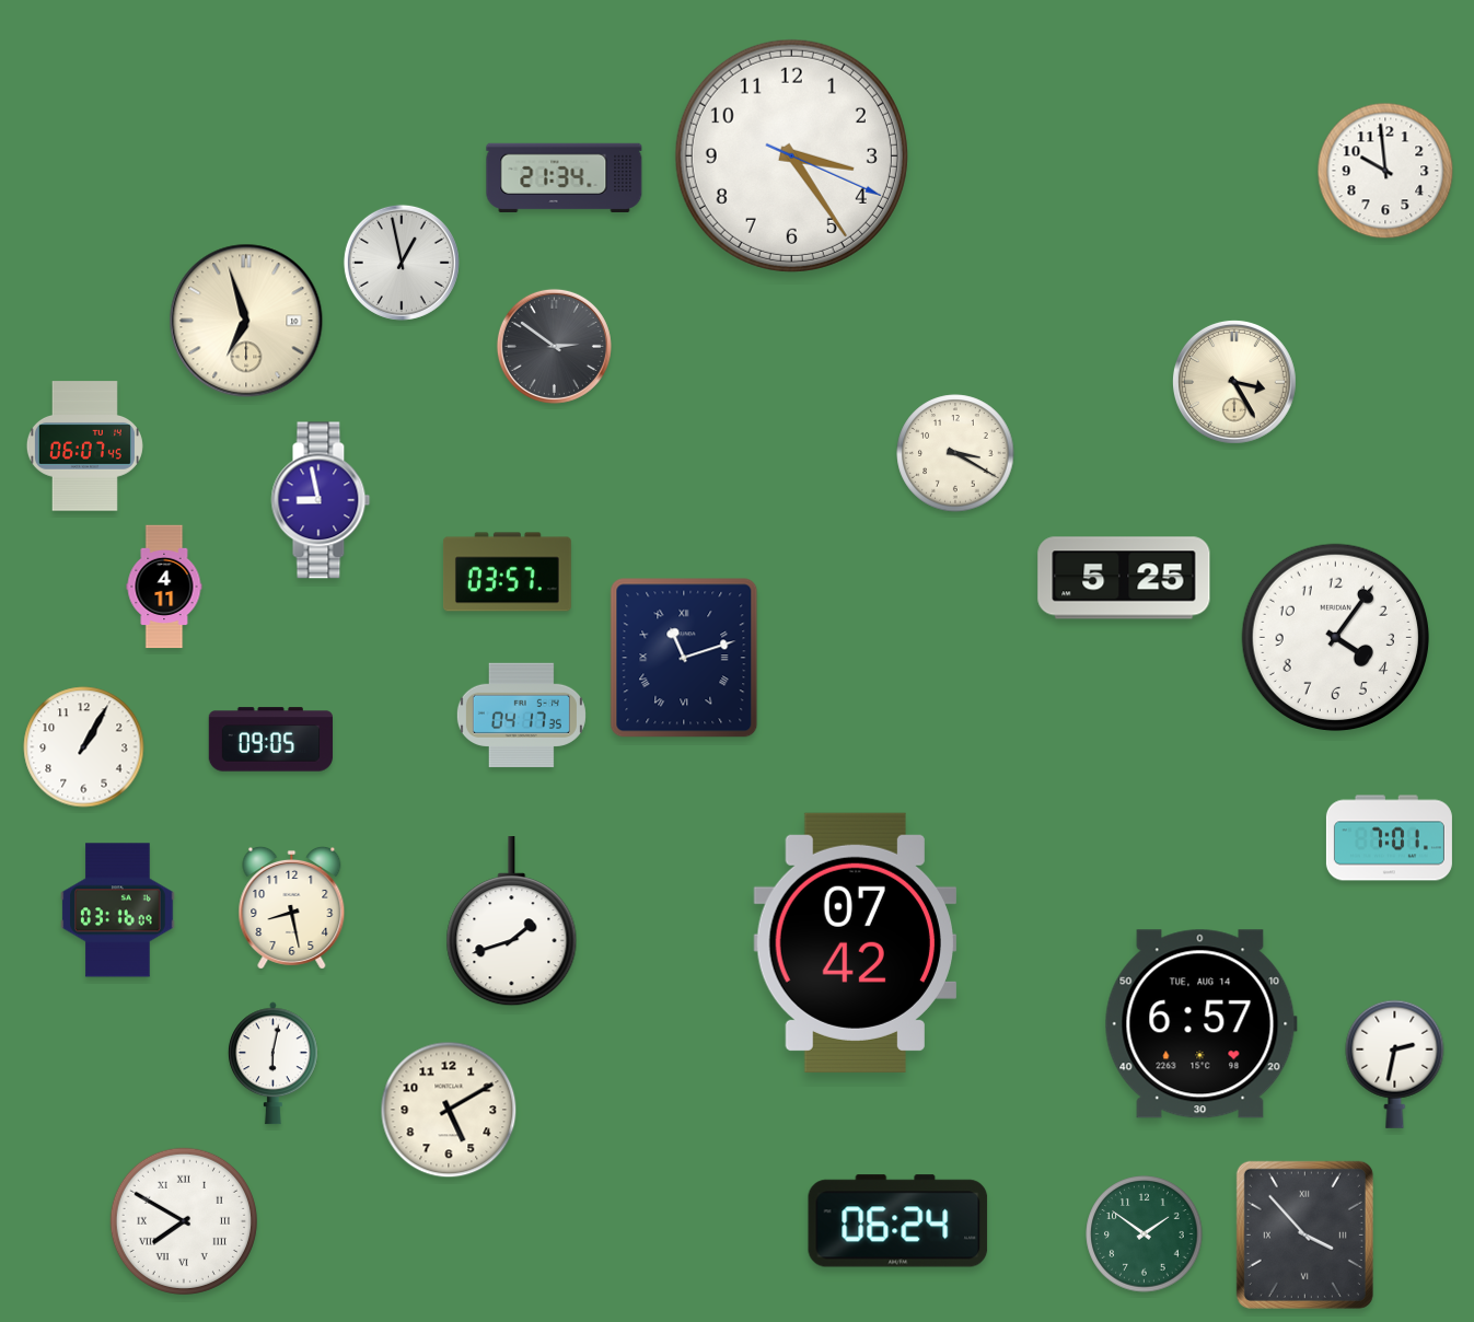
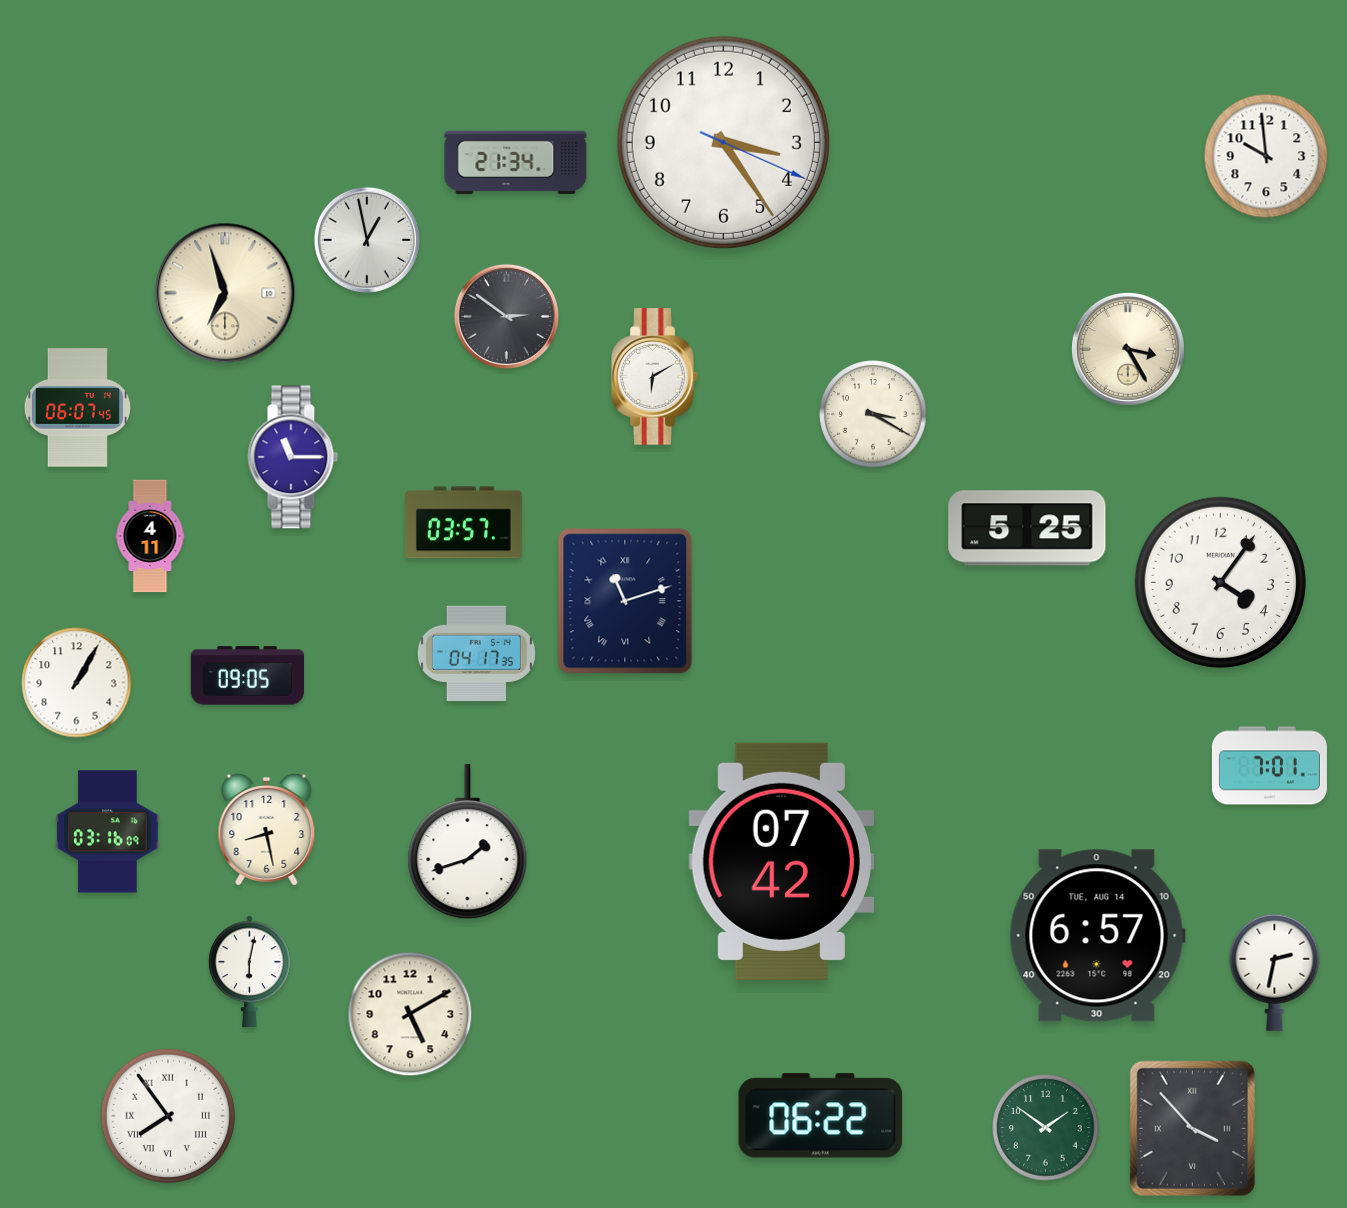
clock at (655, 377): none -> 6:10
clock at (321, 500): 8:58 -> 11:15
clock at (184, 1221): 7:50 -> 7:54
clock at (898, 1221): 06:24 -> 06:22
